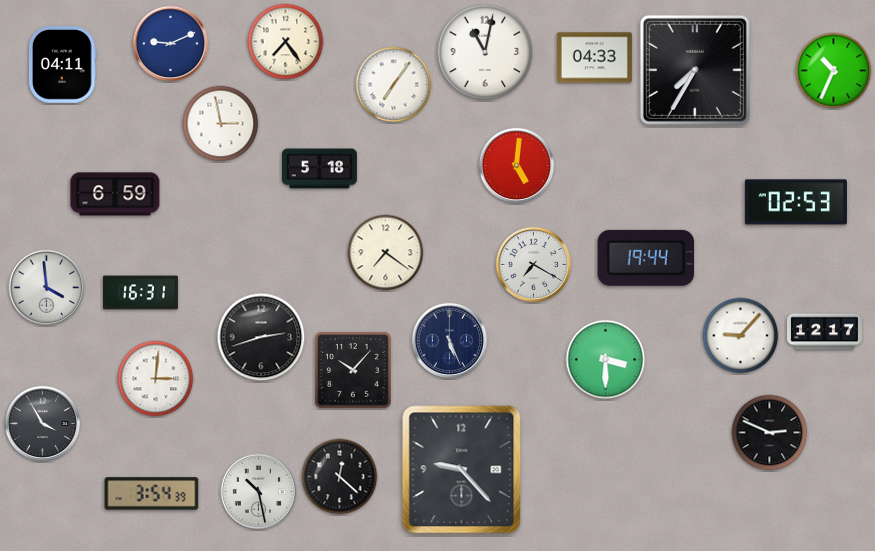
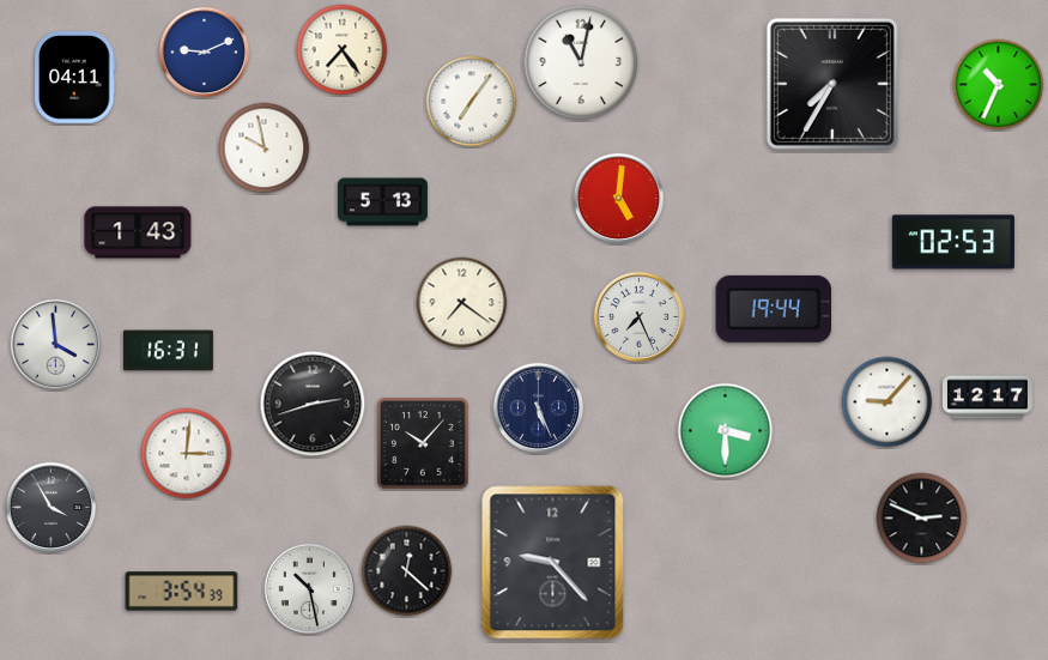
clock at (594, 58): 04:33 -> none
clock at (221, 124): 2:58 -> 9:58
clock at (319, 169): 5:18 -> 5:13
clock at (115, 194): 6:59 -> 1:43
clock at (534, 265): 7:20 -> 7:26
